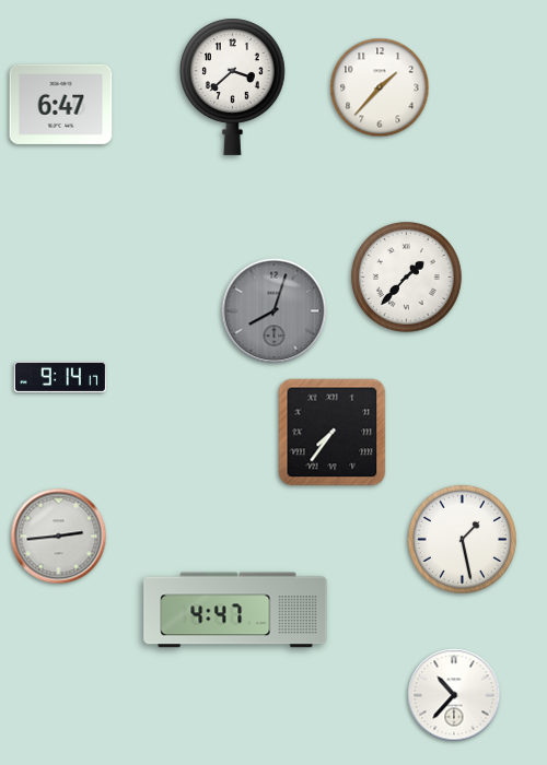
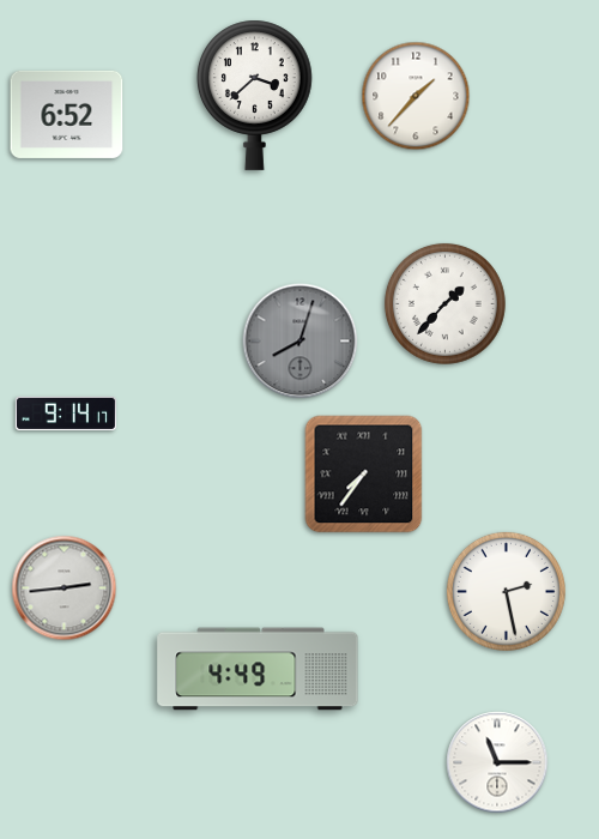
clock at (61, 104): 6:47 -> 6:52
clock at (462, 539): 1:28 -> 2:28
clock at (235, 610): 4:47 -> 4:49
clock at (454, 695): 10:37 -> 11:15
